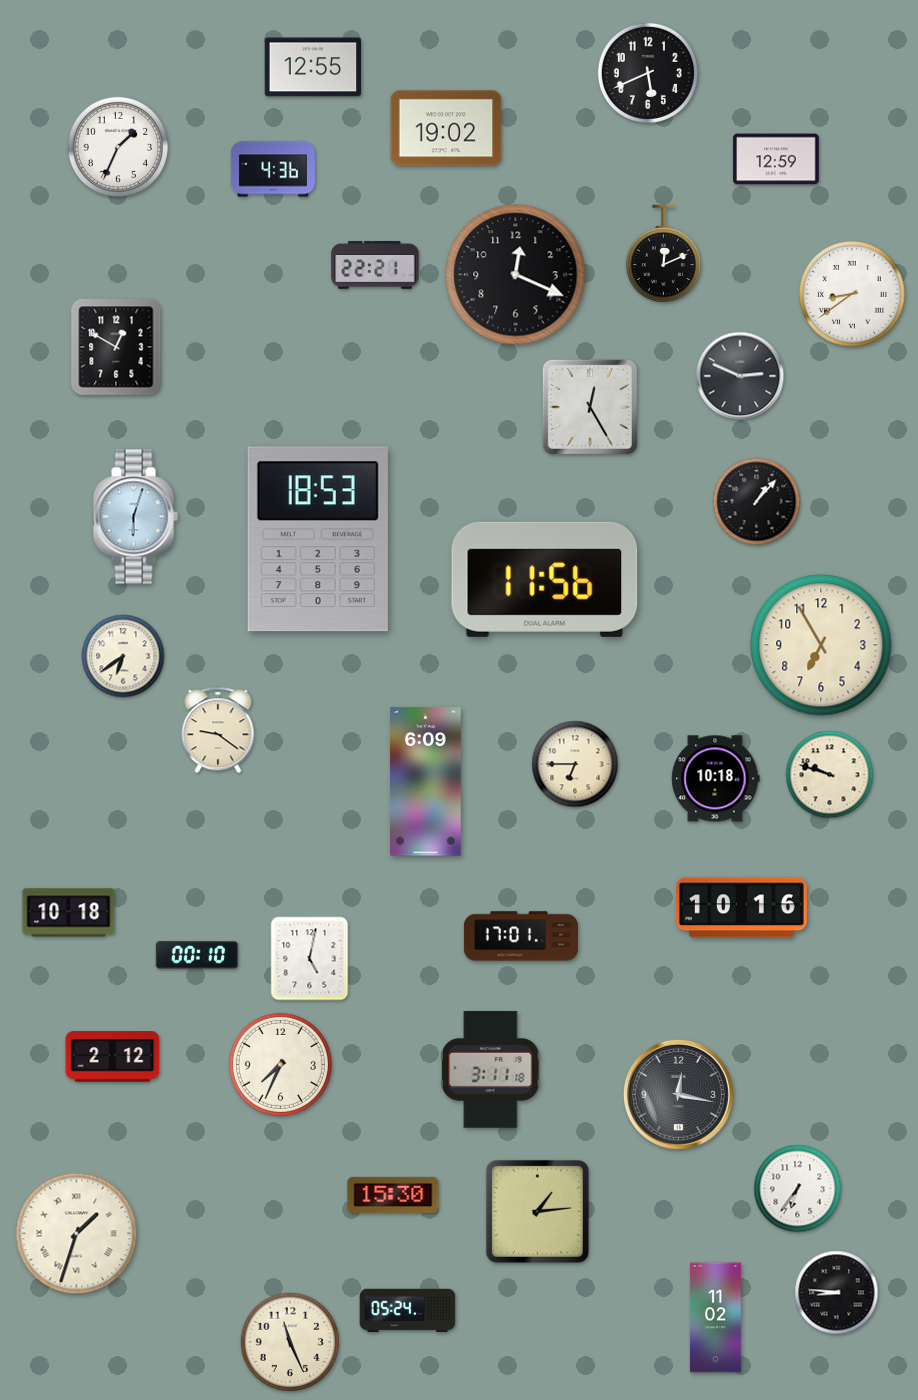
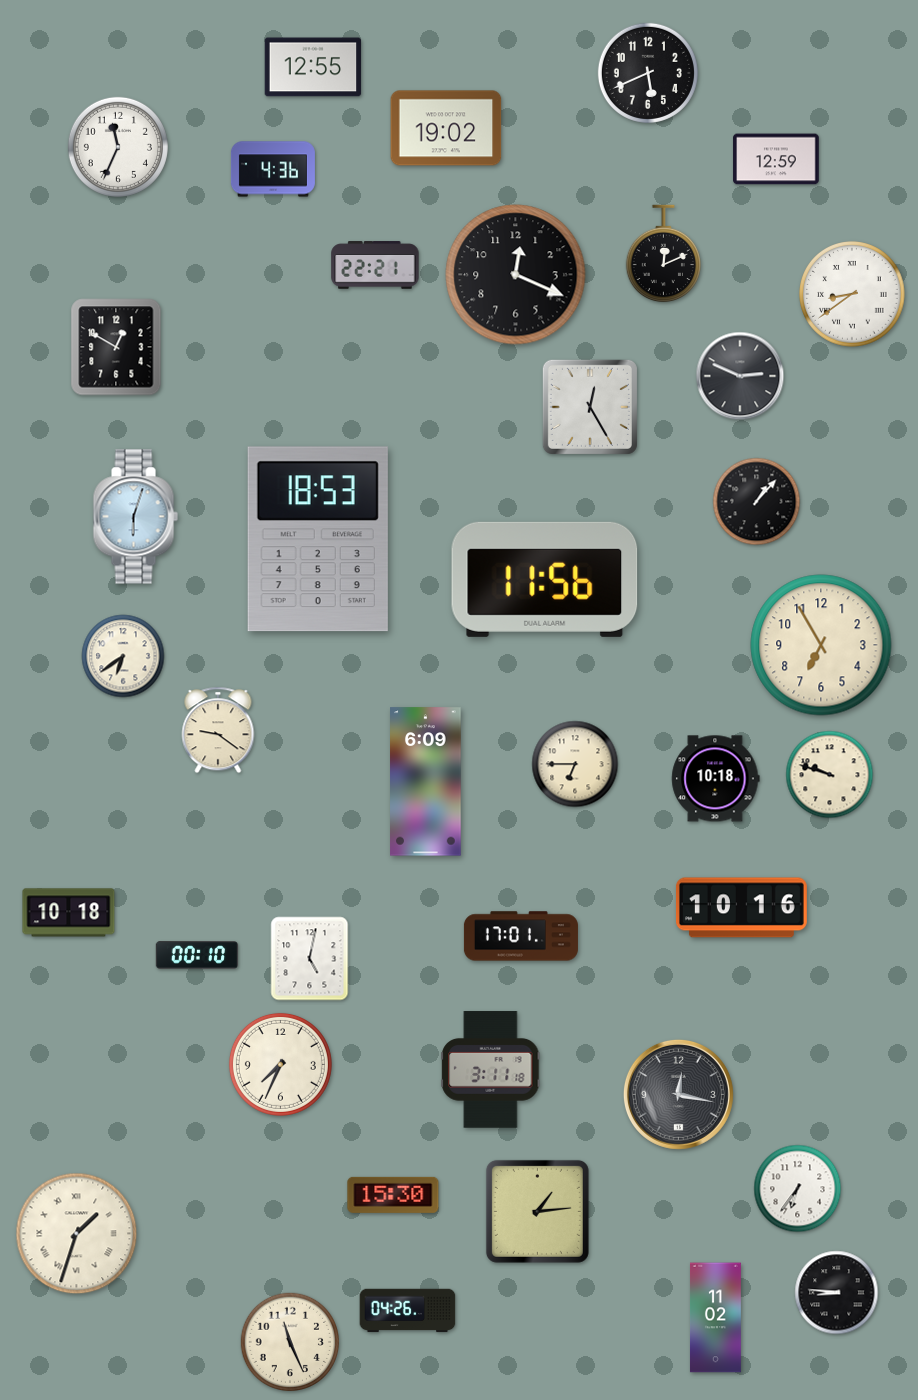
clock at (118, 147): 1:34 -> 11:34
clock at (113, 1057): 2:12 -> none
clock at (408, 1311): 05:24 -> 04:26
